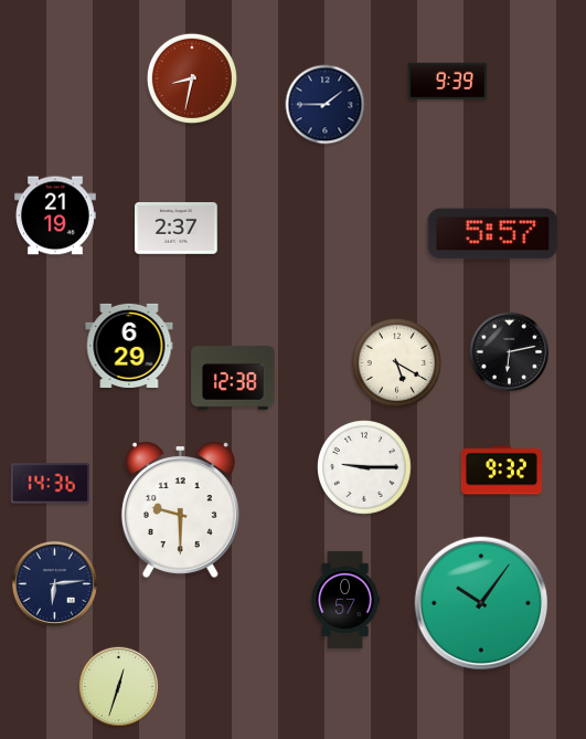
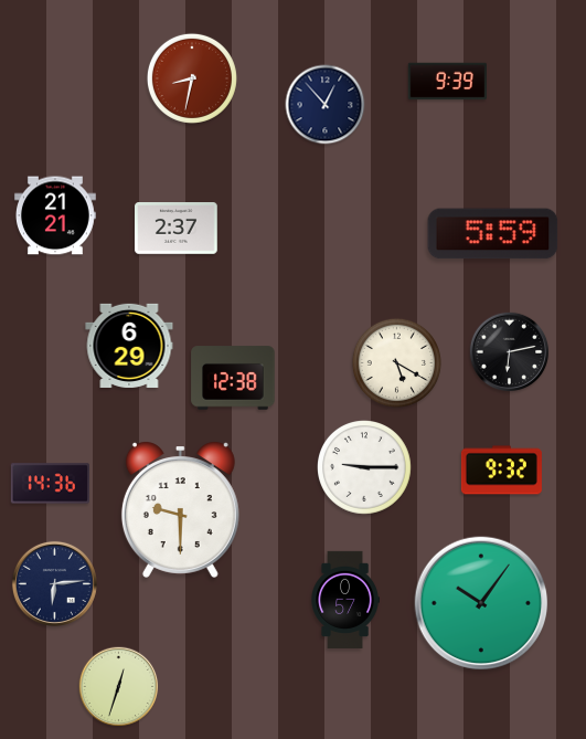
clock at (326, 105): 1:45 -> 12:53
clock at (55, 215): 21:19 -> 21:21
clock at (493, 234): 5:57 -> 5:59
